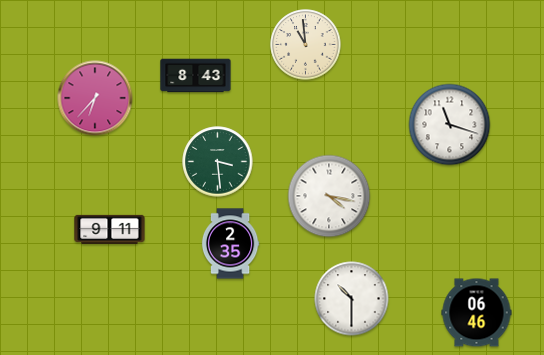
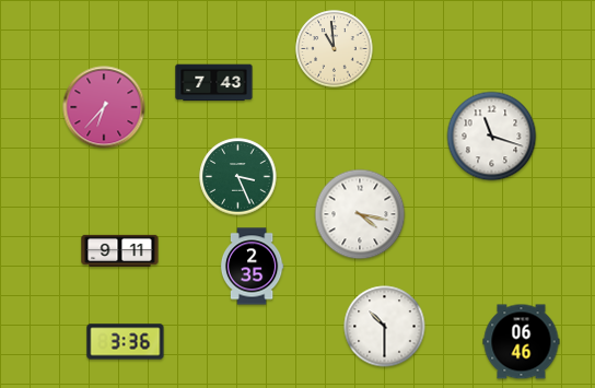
clock at (196, 76): 8:43 -> 7:43
clock at (218, 162): 3:29 -> 3:26
clock at (126, 342): none -> 3:36
